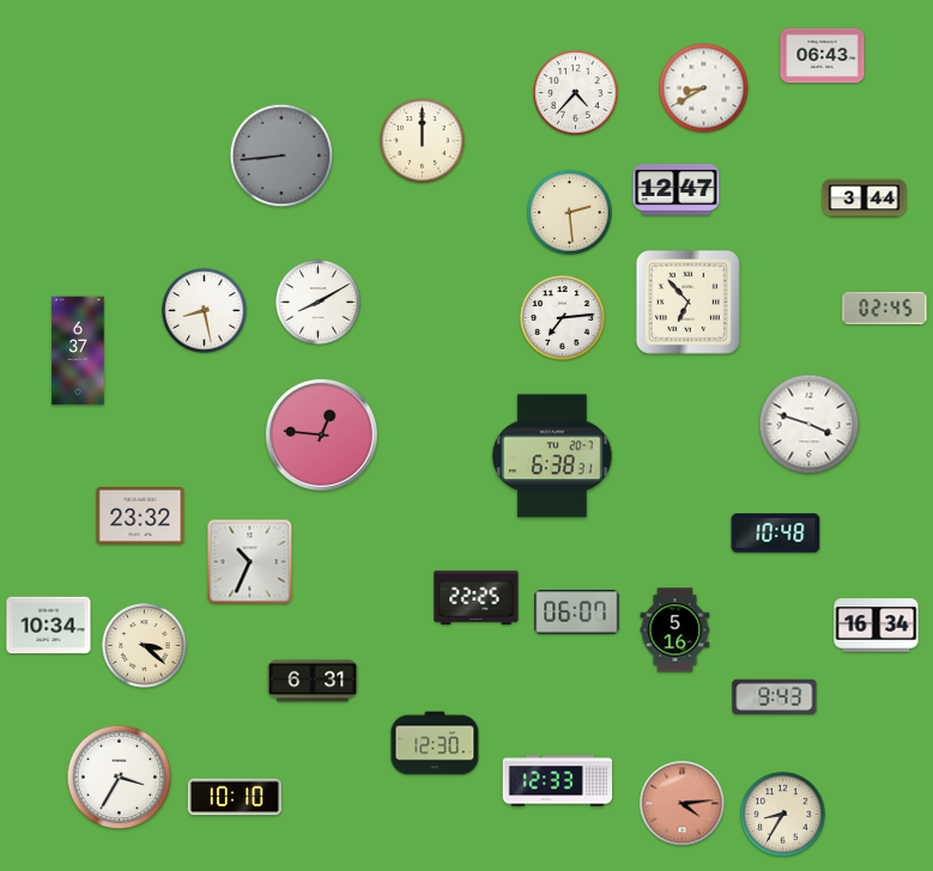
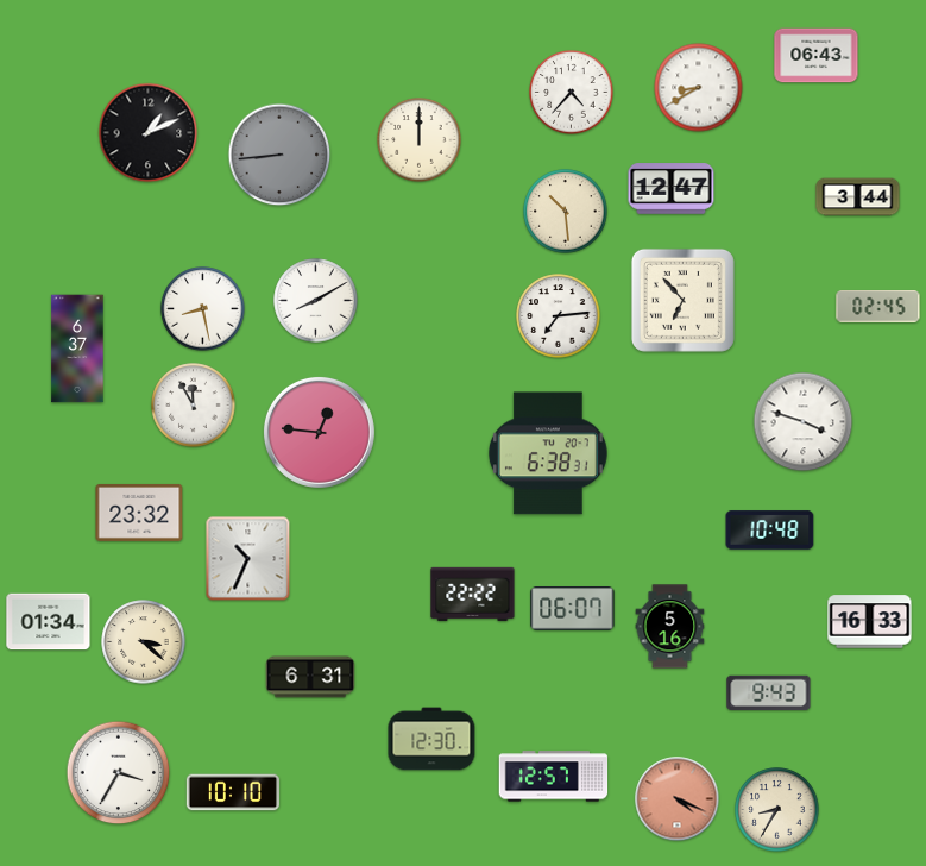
clock at (149, 133): none -> 1:11
clock at (570, 213): 2:29 -> 10:29
clock at (194, 406): none -> 11:55
clock at (477, 597): 22:25 -> 22:22
clock at (49, 626): 10:34 -> 01:34
clock at (877, 626): 16:34 -> 16:33
clock at (558, 781): 12:33 -> 12:57
clock at (683, 804): 4:14 -> 4:19
